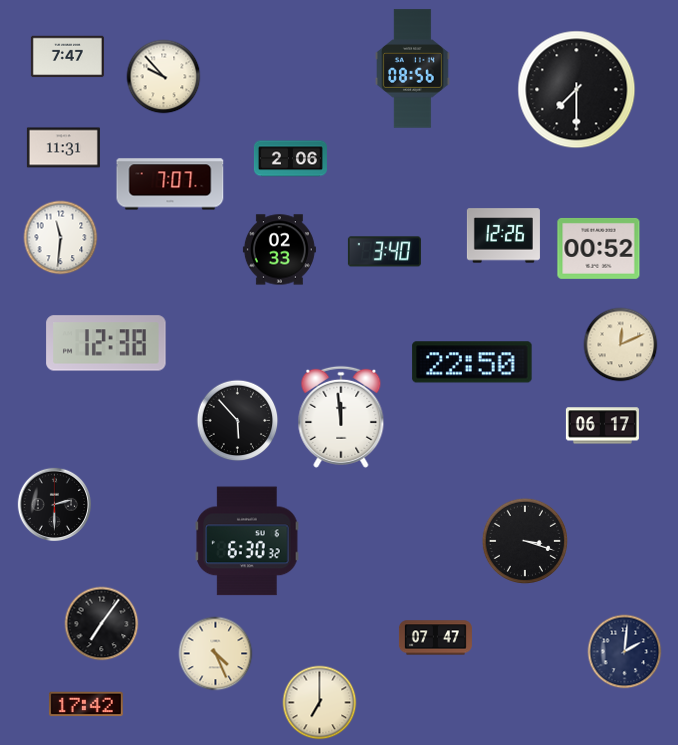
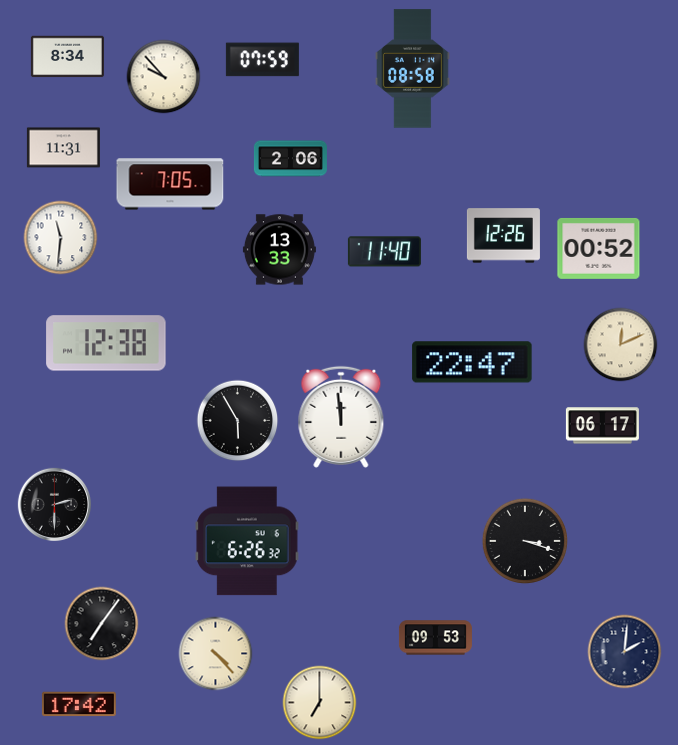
clock at (67, 57): 7:47 -> 8:34
clock at (262, 60): none -> 07:59
clock at (413, 69): 08:56 -> 08:58
clock at (577, 90): 7:30 -> none
clock at (170, 184): 7:07 -> 7:05
clock at (279, 250): 02:33 -> 13:33
clock at (384, 252): 3:40 -> 11:40
clock at (472, 362): 22:50 -> 22:47
clock at (238, 421): 5:53 -> 5:55
clock at (247, 541): 6:30 -> 6:26
clock at (435, 638): 07:47 -> 09:53
clock at (216, 654): 4:26 -> 4:23
clock at (86, 704) position: (86, 704) -> (79, 704)
